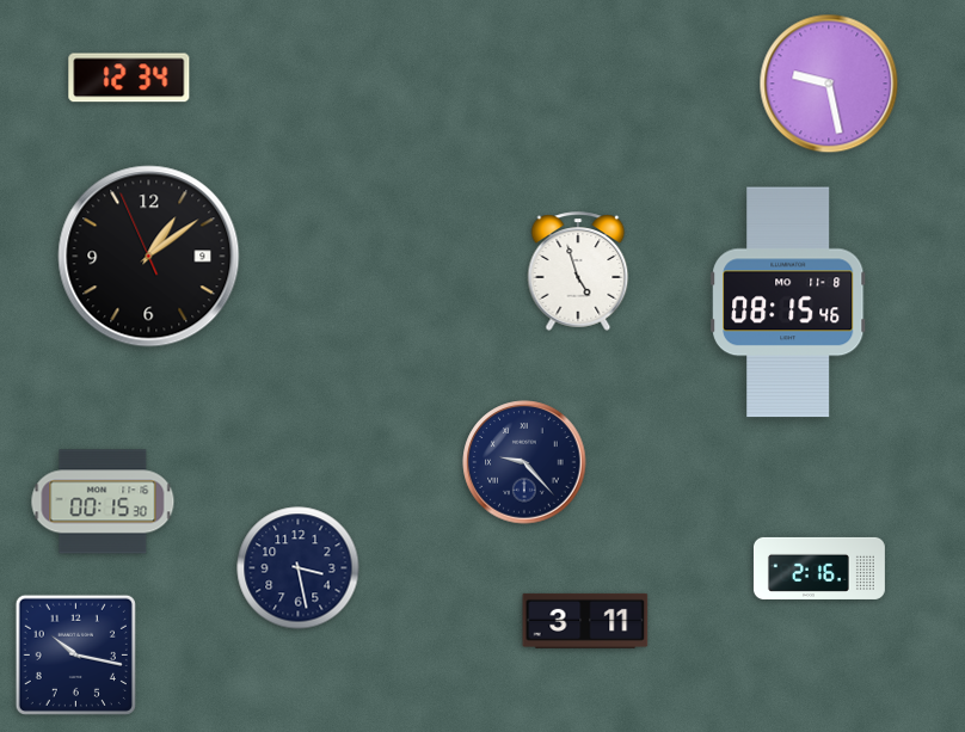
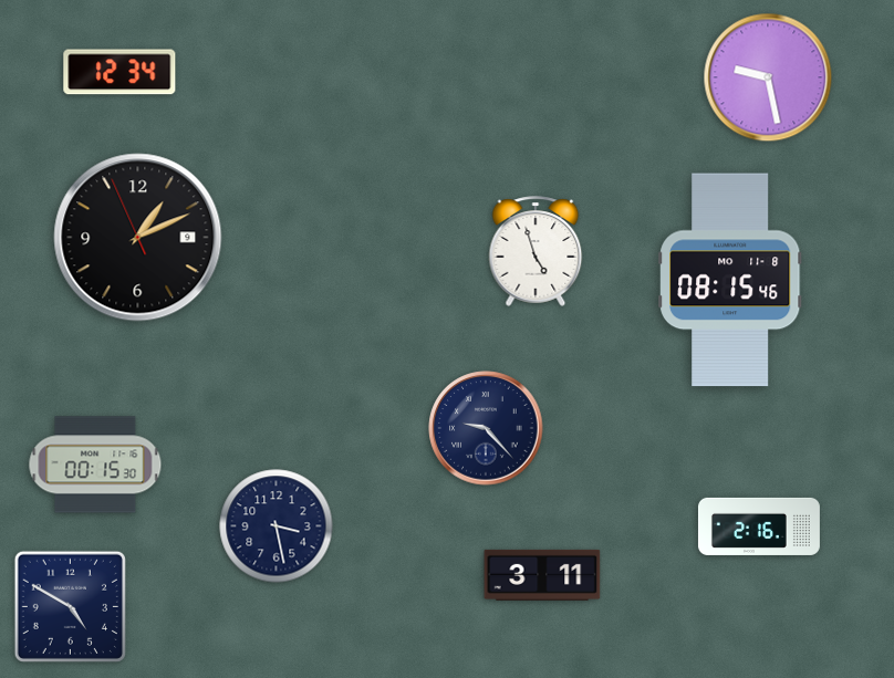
clock at (149, 257): 1:08 -> 1:10
clock at (75, 654): 10:17 -> 4:50
